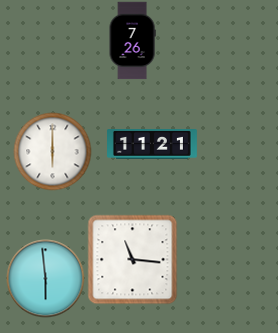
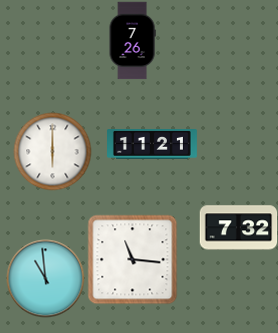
clock at (238, 228): none -> 7:32
clock at (45, 278): 5:59 -> 10:59
